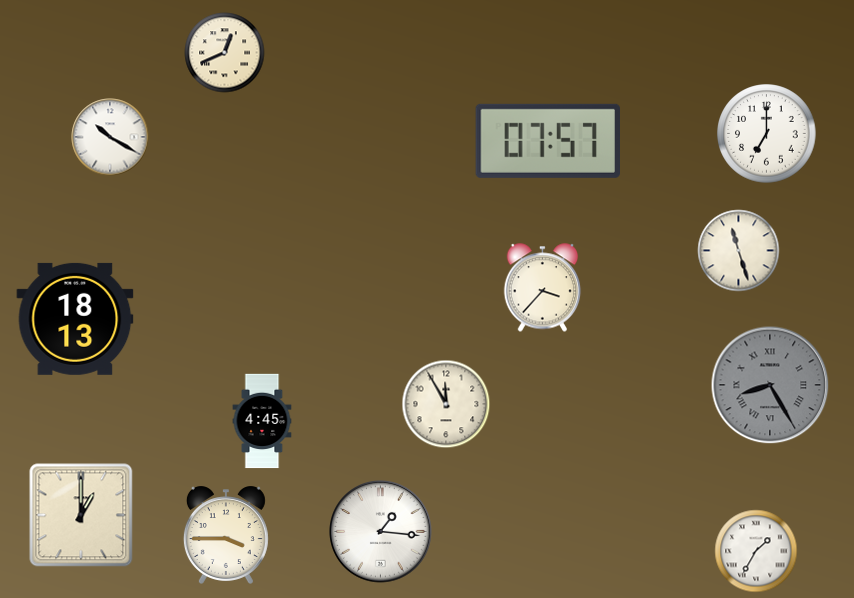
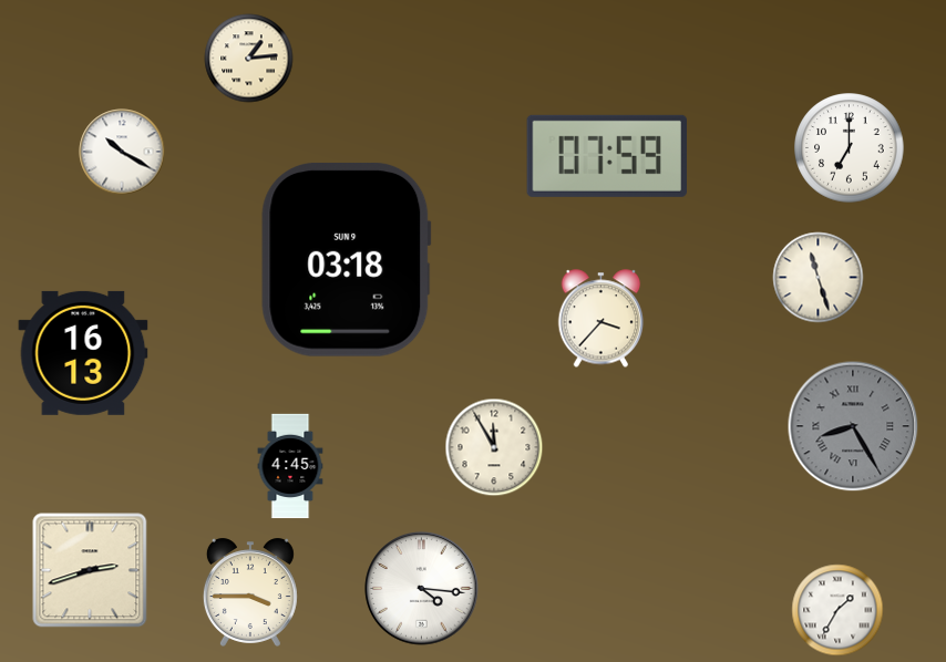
clock at (225, 53): 12:41 -> 1:14
clock at (547, 141): 07:57 -> 07:59
clock at (347, 259): none -> 03:18
clock at (75, 319): 18:13 -> 16:13
clock at (81, 515): 1:00 -> 2:42
clock at (381, 532): 1:16 -> 4:16
